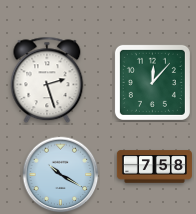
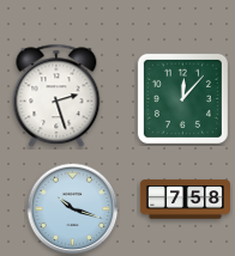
clock at (61, 175): 10:20 -> 10:18
